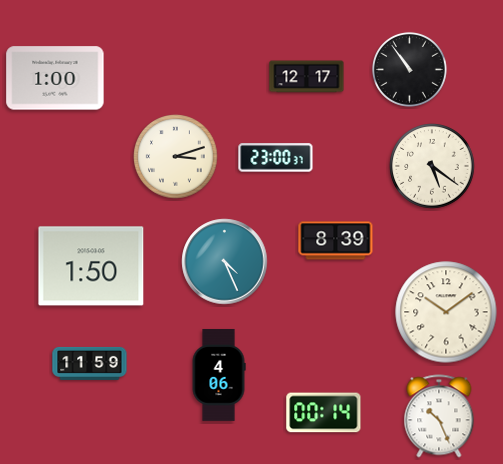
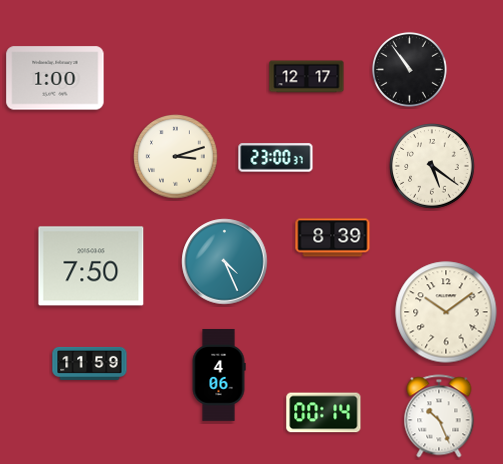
clock at (336, 241) position: (336, 241) -> (333, 238)
clock at (91, 266): 1:50 -> 7:50
